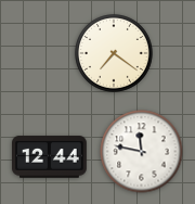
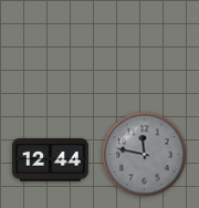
clock at (115, 54): 7:21 -> none
clock at (142, 152) dial: white -> grey
